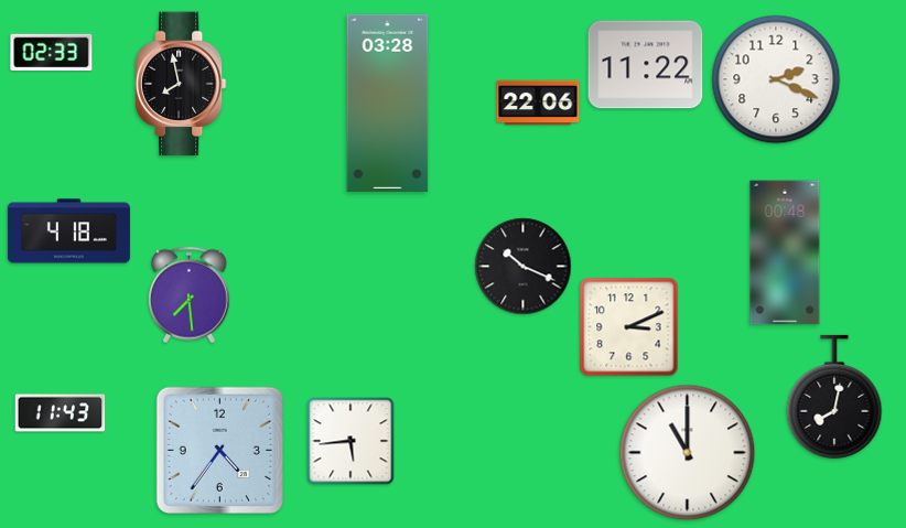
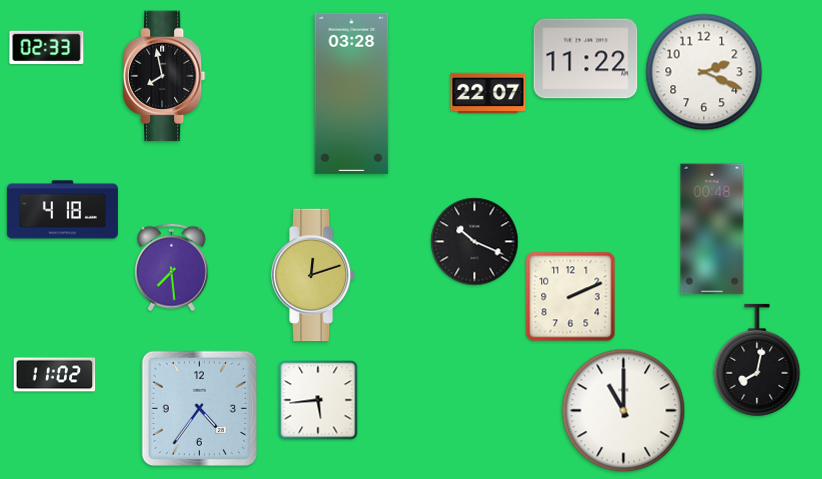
clock at (538, 103): 22:06 -> 22:07
clock at (313, 275): none -> 12:12
clock at (629, 327): 3:11 -> 2:11
clock at (61, 413): 11:43 -> 11:02
